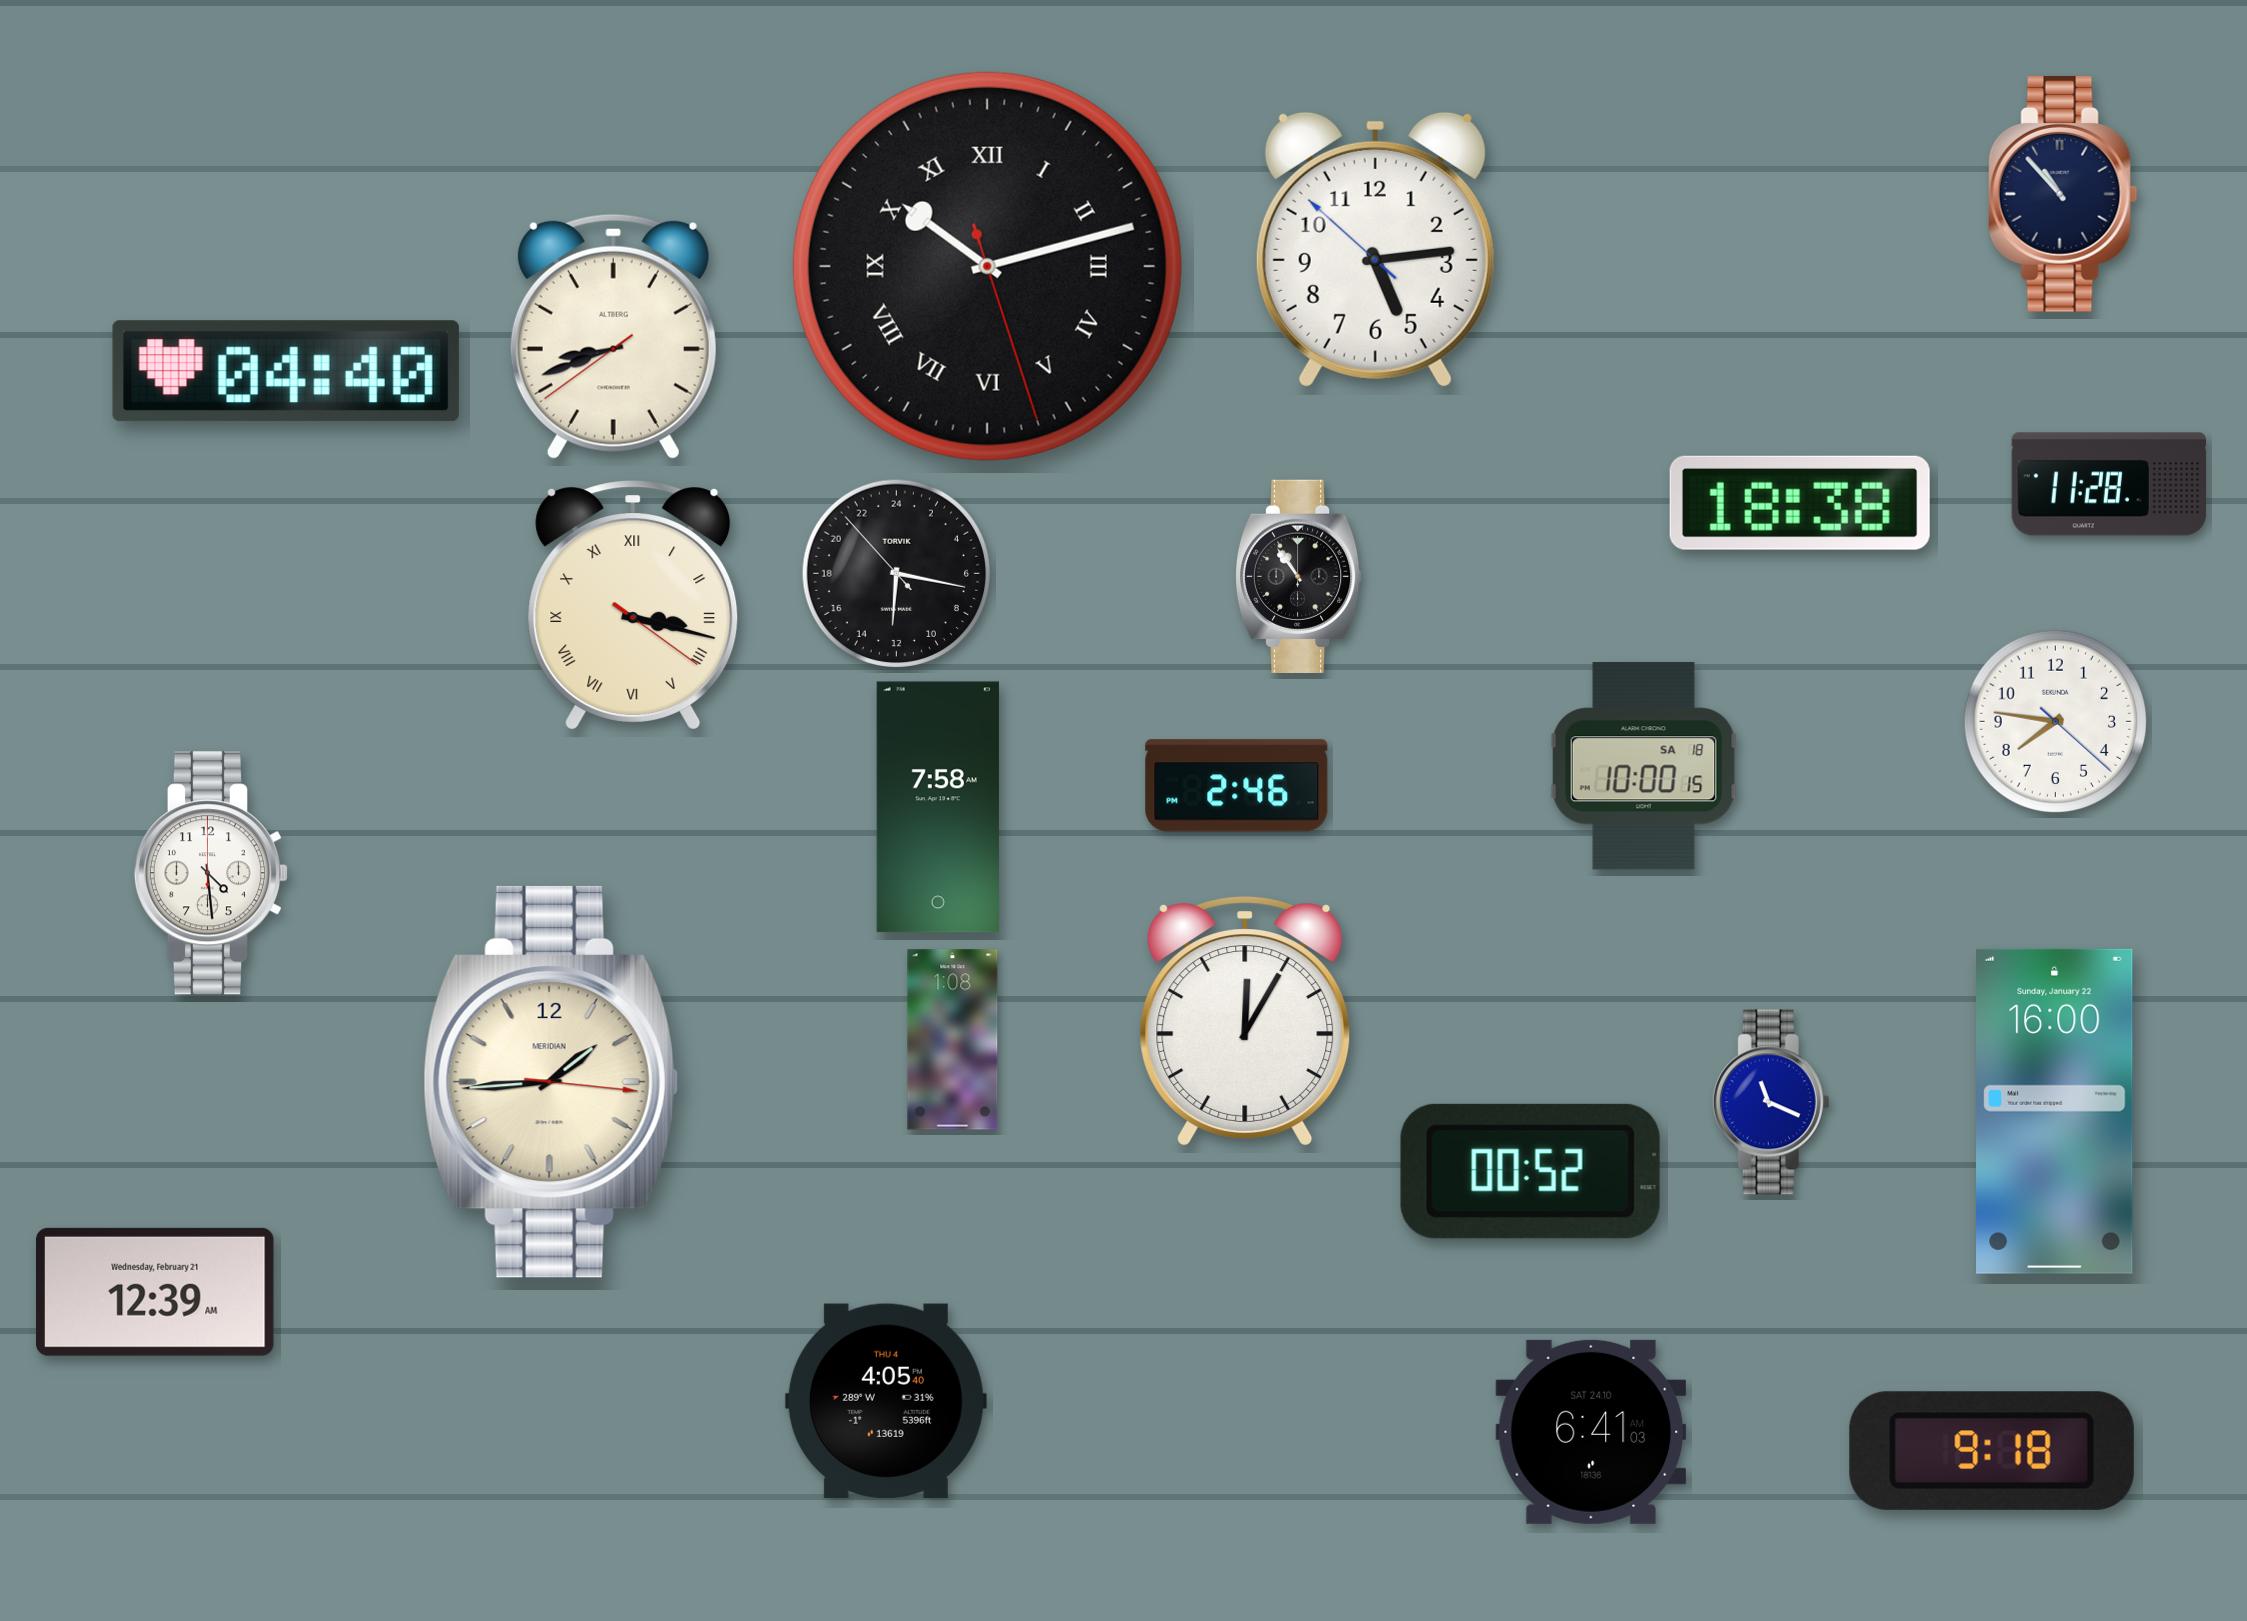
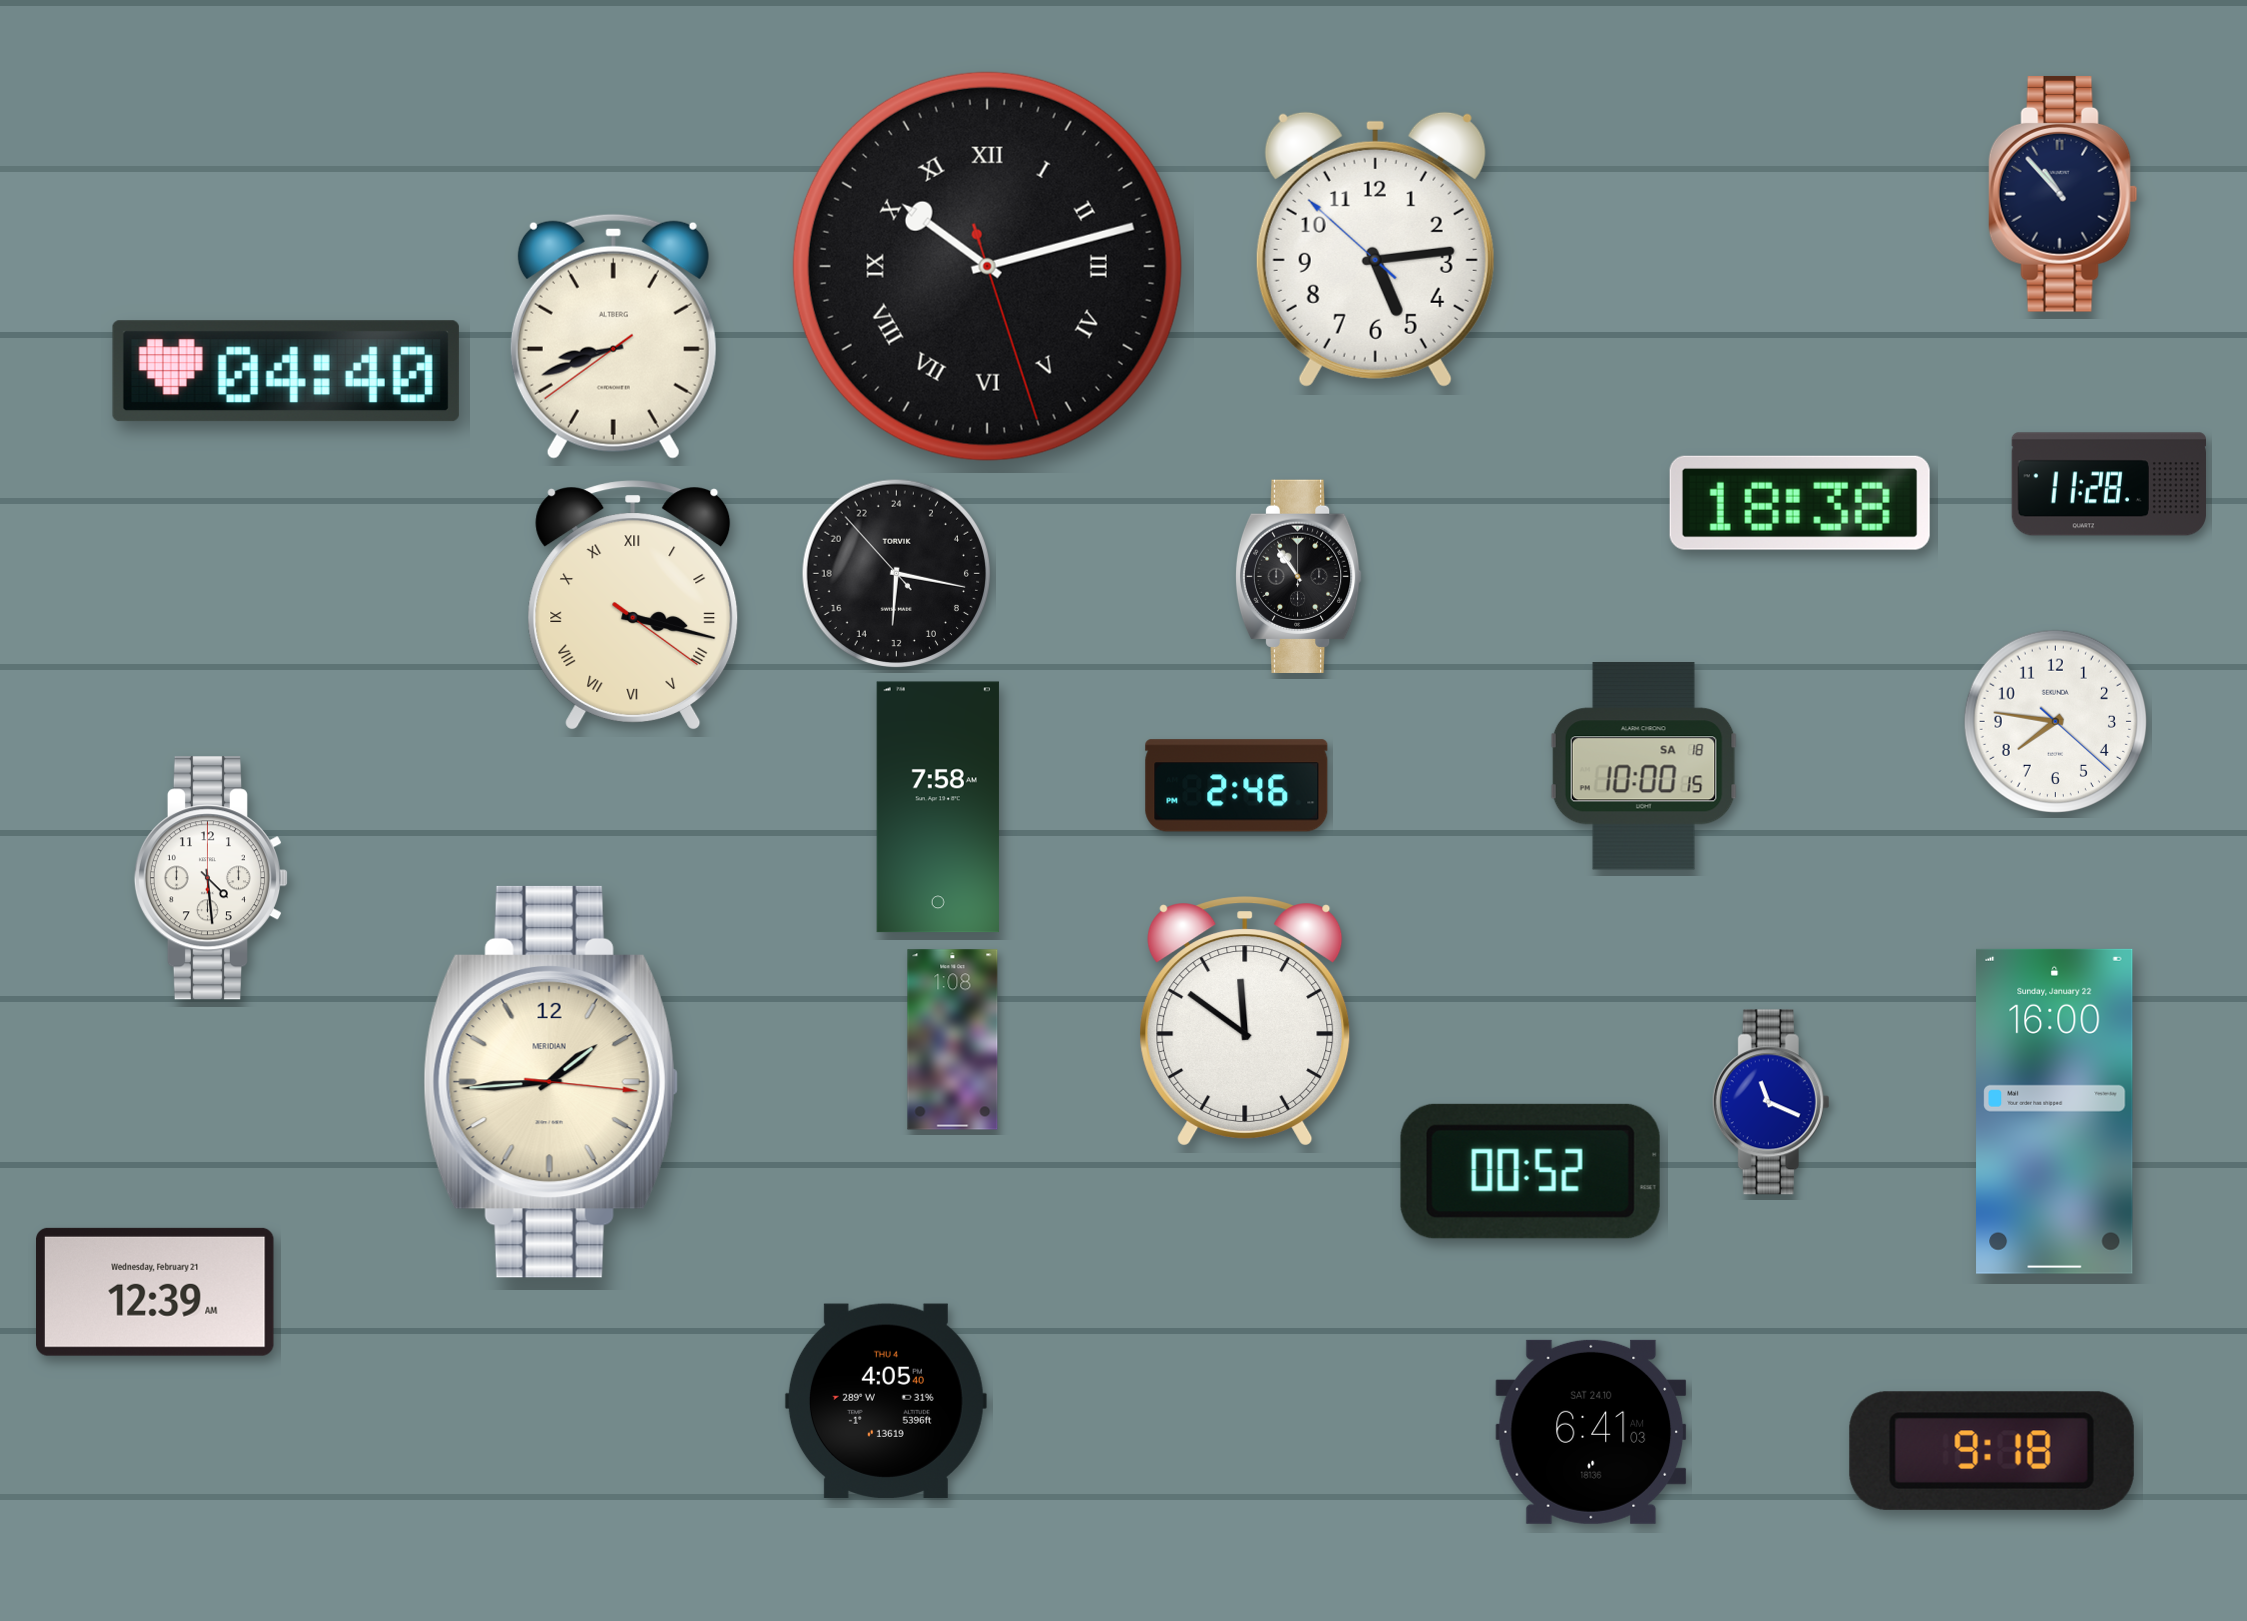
clock at (211, 873) position: (211, 873) -> (211, 878)
clock at (1245, 1021): 12:05 -> 11:51
